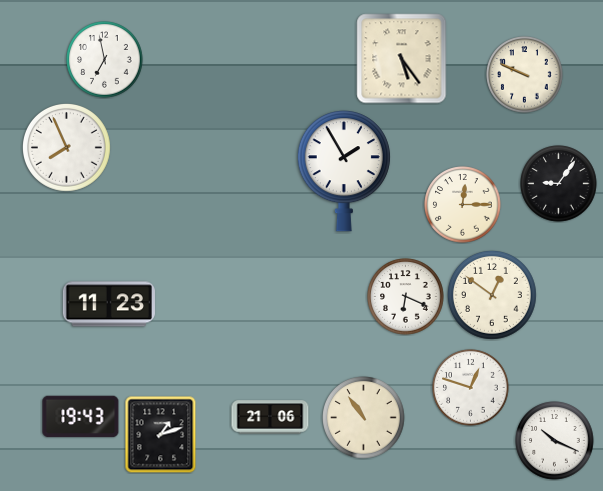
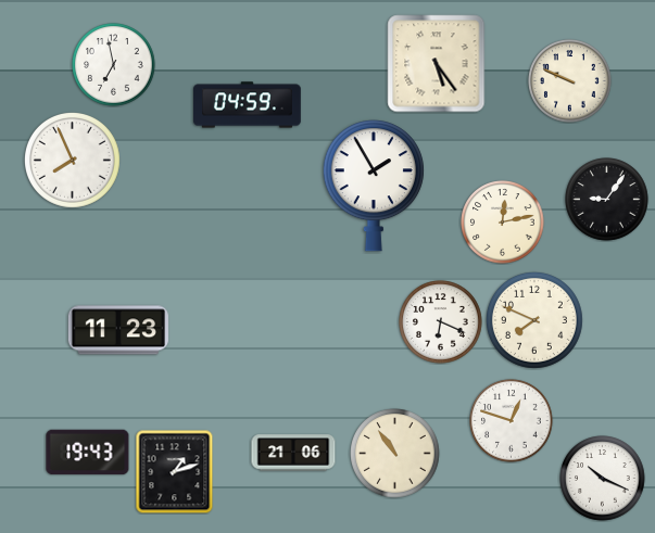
clock at (248, 105): none -> 04:59
clock at (463, 205): 12:15 -> 12:13
clock at (492, 295): 12:51 -> 7:49
